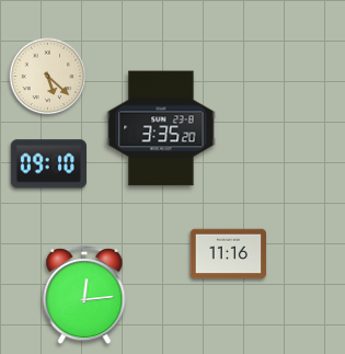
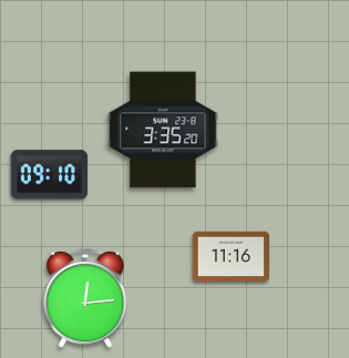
clock at (48, 77): 5:22 -> none
clock at (48, 164) position: (48, 164) -> (49, 175)
